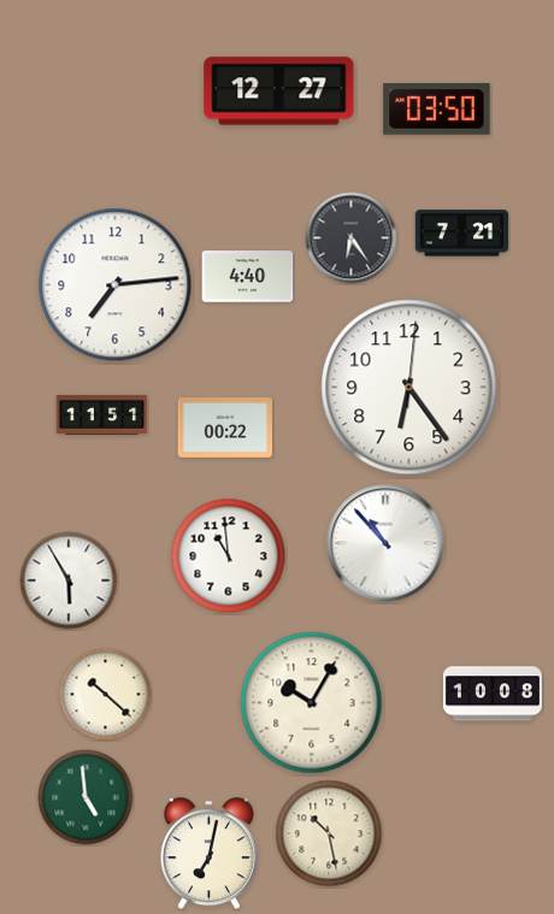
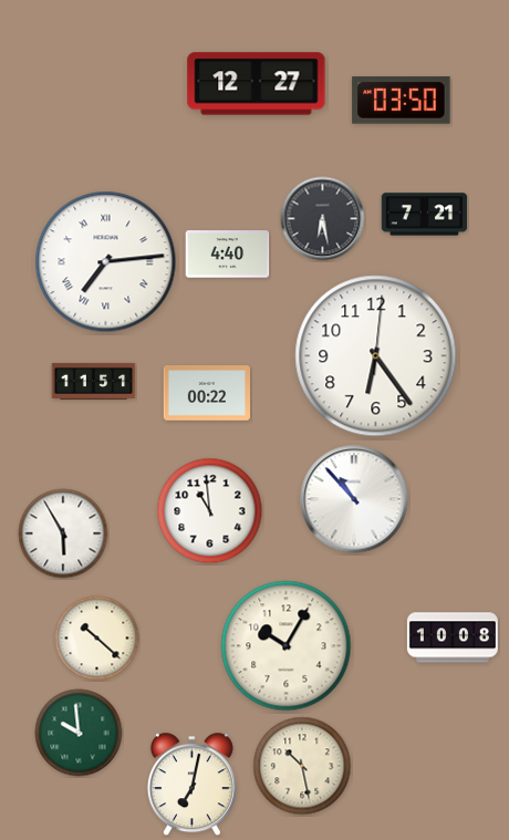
clock at (352, 238): 6:24 -> 6:28
clock at (116, 285) numerals: Arabic -> Roman
clock at (86, 797): 4:59 -> 9:59
